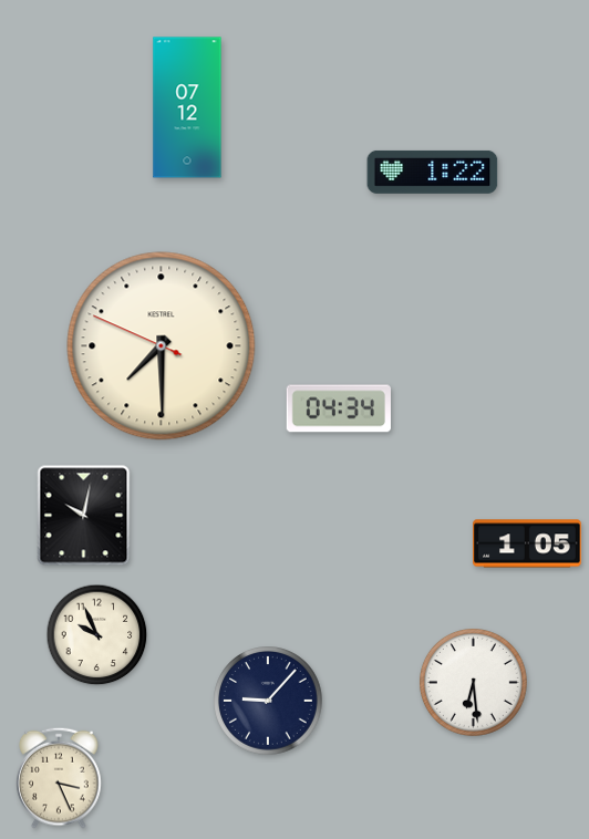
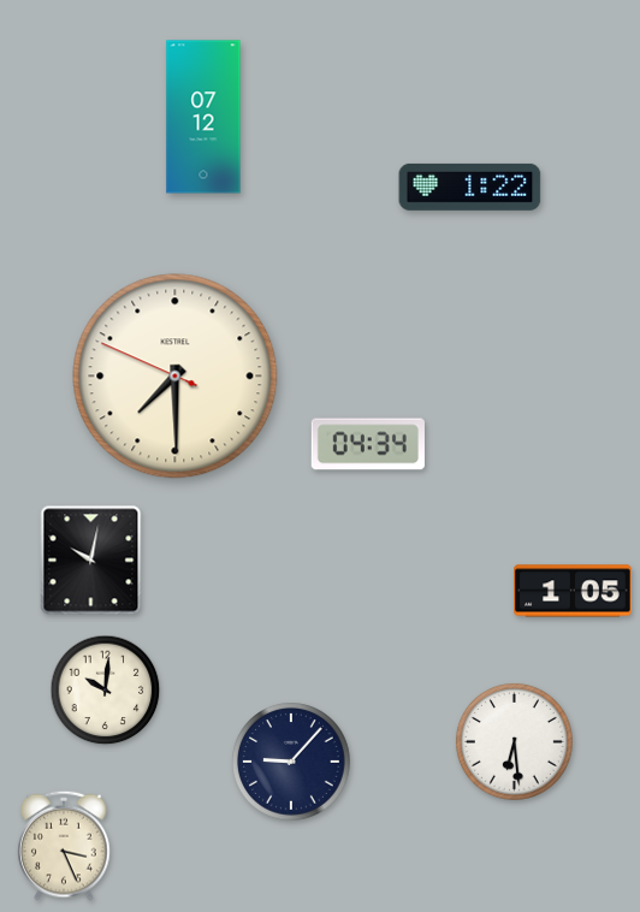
clock at (97, 635): 9:56 -> 10:01
